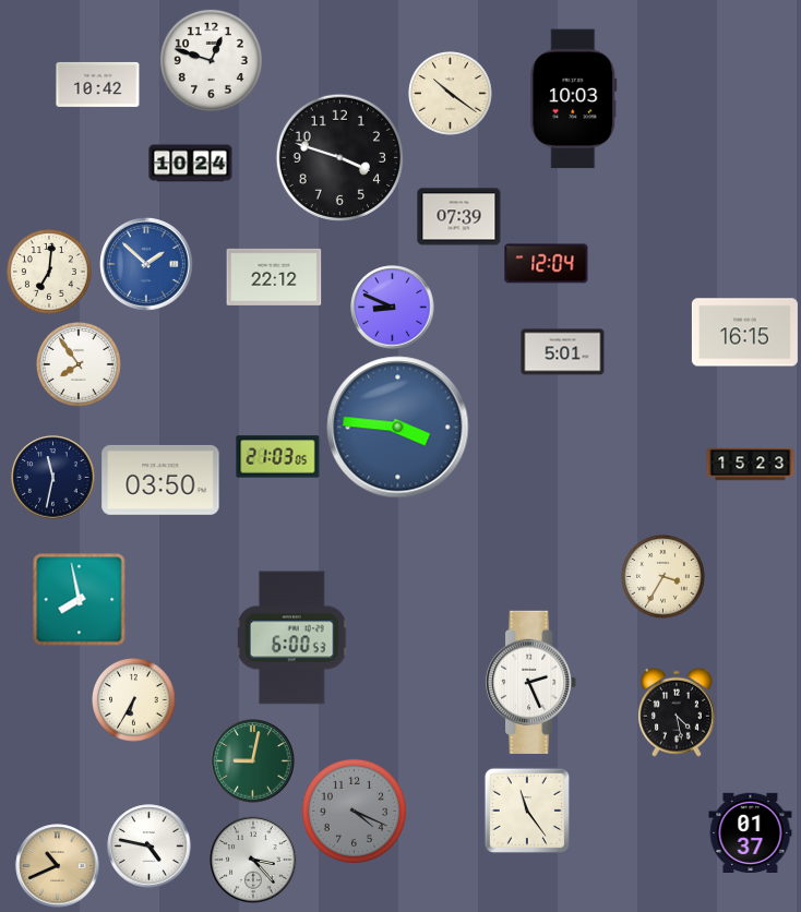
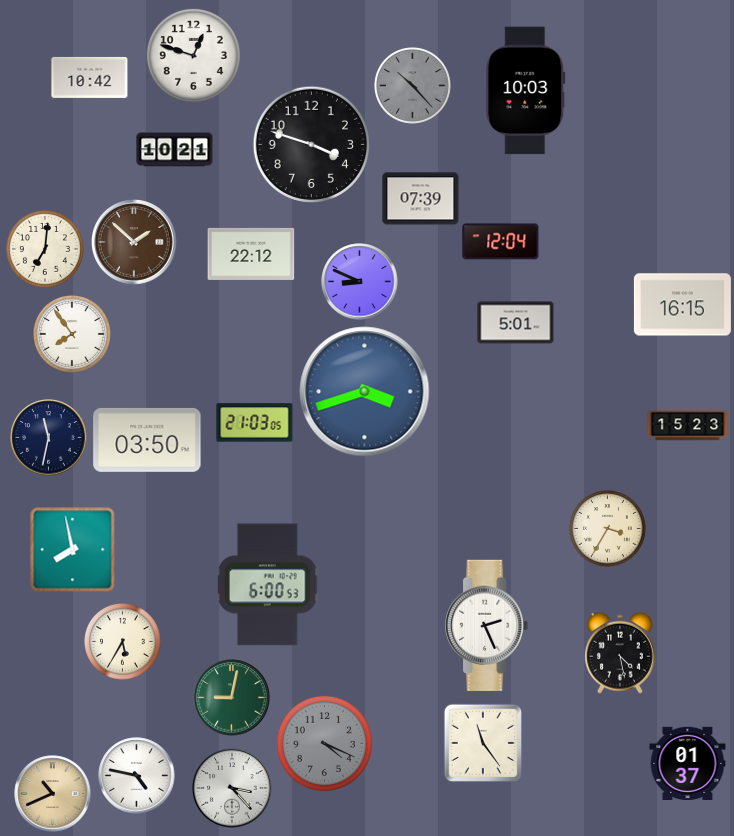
clock at (451, 94): 10:21 -> 10:23
clock at (451, 94) dial: cream -> grey
clock at (191, 164): 10:24 -> 10:21
clock at (147, 265) dial: blue -> brown
clock at (398, 428): 3:46 -> 3:42
clock at (278, 457) position: (278, 457) -> (255, 423)
clock at (134, 700): 6:35 -> 5:35
